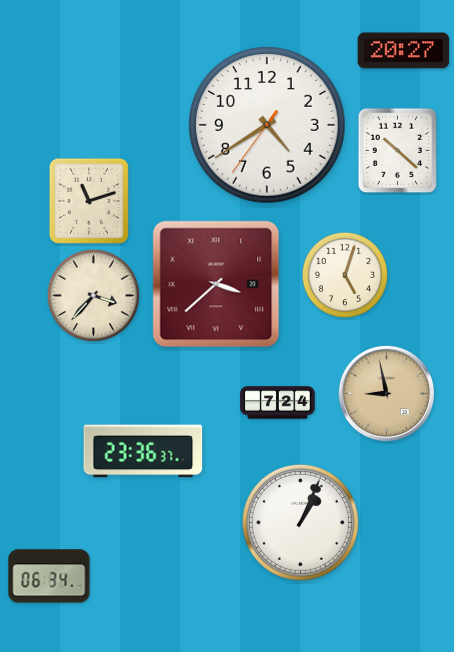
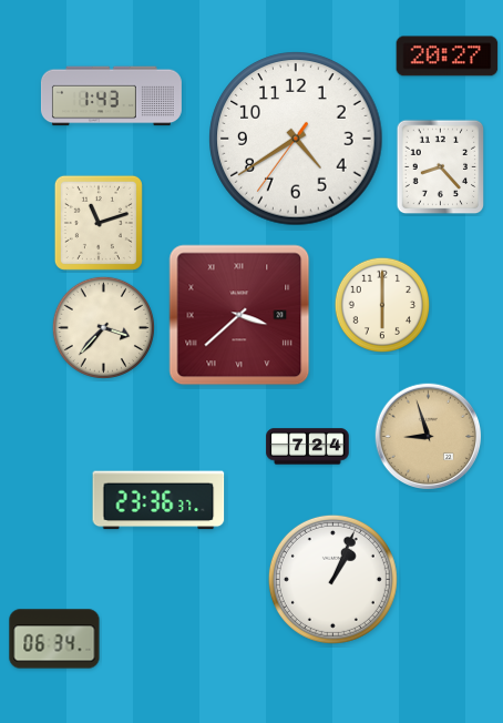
clock at (111, 96): none -> 1:43
clock at (398, 151): 10:22 -> 8:23
clock at (345, 275): 5:03 -> 6:00
clock at (387, 394): 8:58 -> 8:57
